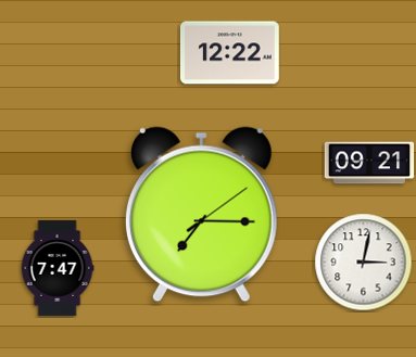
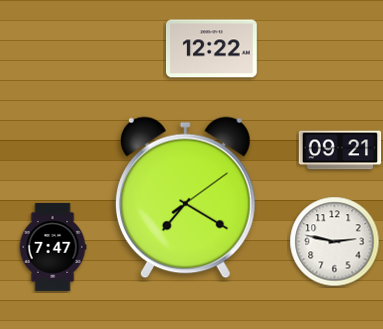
clock at (201, 215): 7:15 -> 7:20
clock at (364, 263): 3:02 -> 2:47
